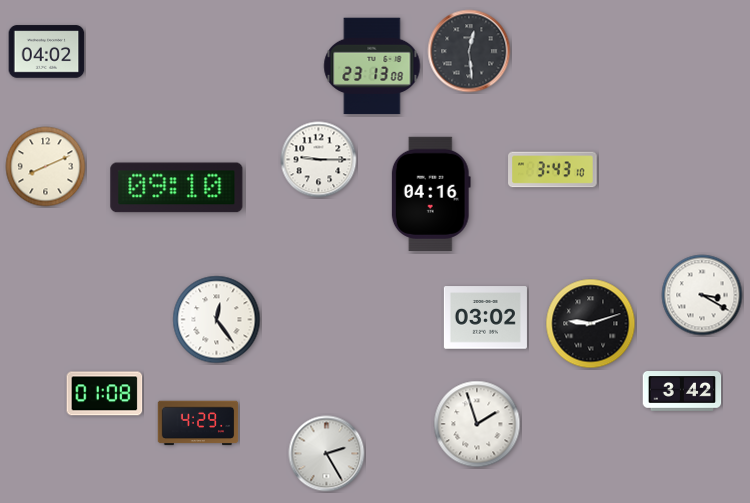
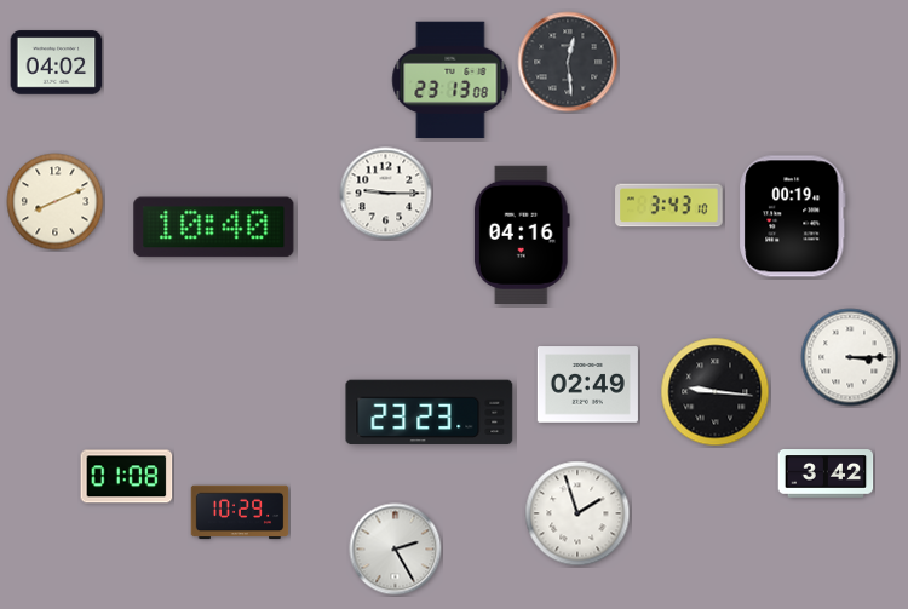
clock at (793, 217): none -> 00:19
clock at (177, 188): 09:10 -> 10:40
clock at (702, 295): 3:20 -> 3:15
clock at (485, 318): 03:02 -> 02:49
clock at (217, 320): 12:24 -> none
clock at (591, 324): 9:12 -> 9:16
clock at (430, 413): none -> 23:23
clock at (198, 423): 4:29 -> 10:29
